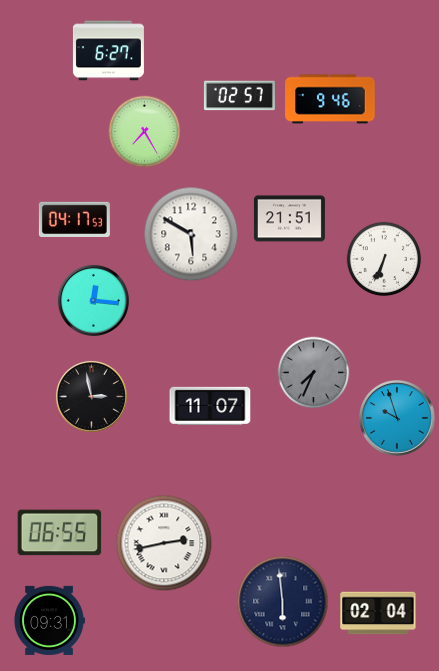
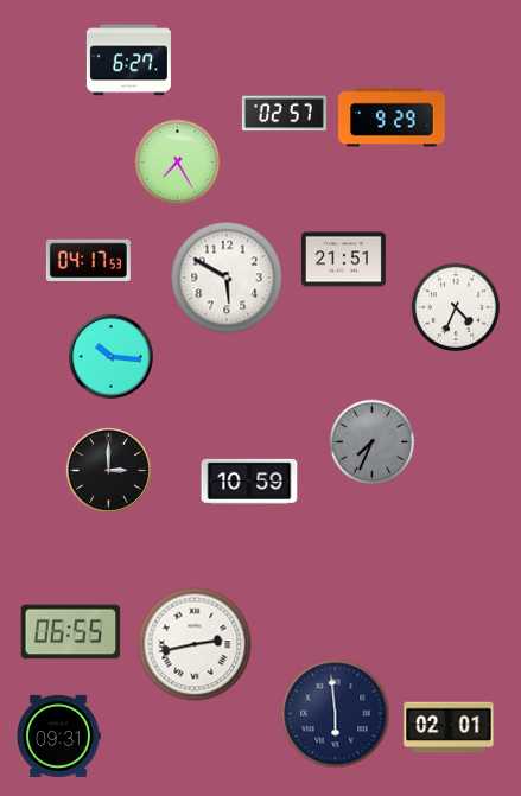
clock at (330, 99): 9:46 -> 9:29
clock at (145, 132) position: (145, 132) -> (178, 163)
clock at (384, 259): 6:34 -> 4:34
clock at (93, 300): 12:16 -> 10:16
clock at (91, 396): 2:58 -> 3:00
clock at (210, 406): 11:07 -> 10:59
clock at (398, 419): 9:57 -> none
clock at (378, 613): 02:04 -> 02:01
